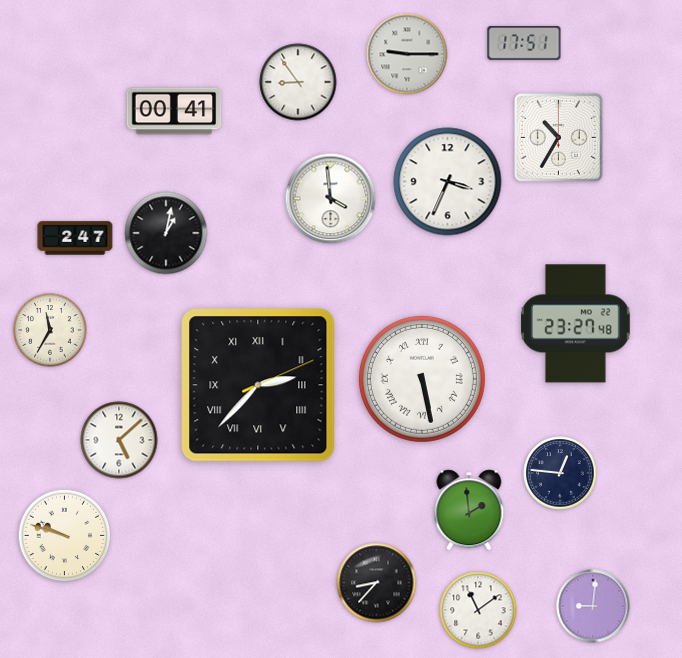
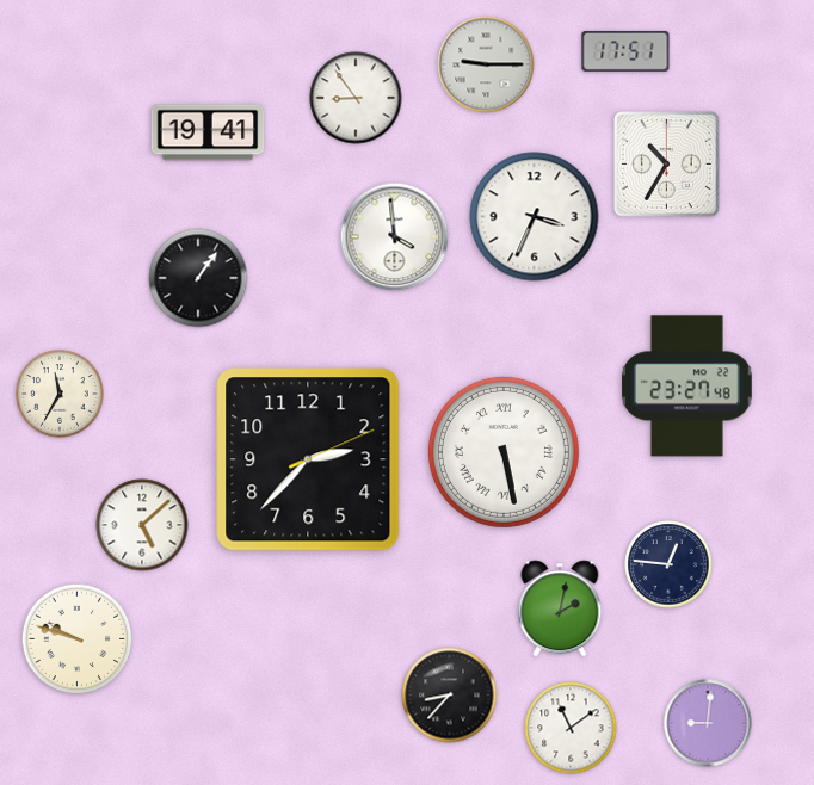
clock at (174, 111): 00:41 -> 19:41
clock at (166, 233): 1:02 -> 1:06
clock at (75, 238): 2:47 -> none
clock at (258, 385) numerals: Roman -> Arabic
clock at (469, 510): 1:59 -> 2:02
